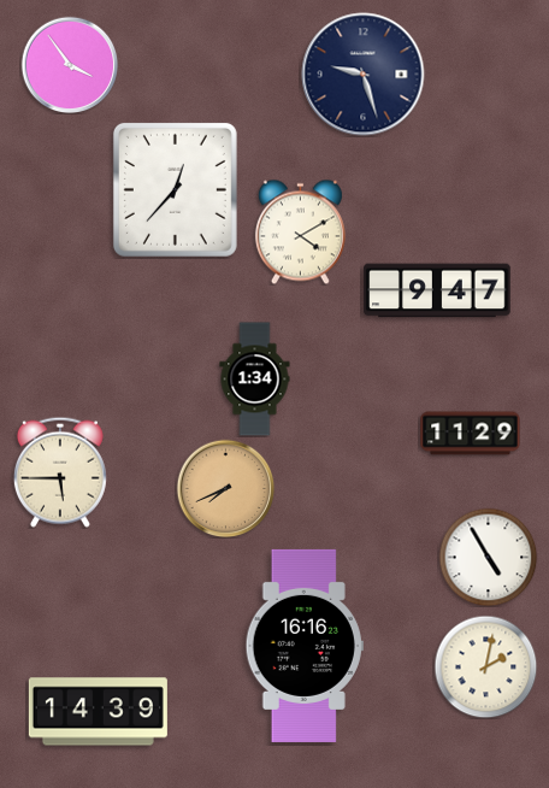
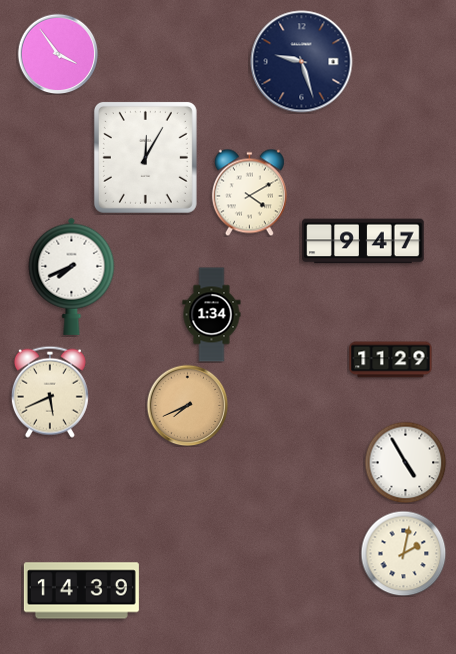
clock at (175, 189): 12:37 -> 12:05
clock at (72, 276): none -> 7:41
clock at (60, 472): 5:45 -> 5:41
clock at (305, 646): 16:16 -> none
